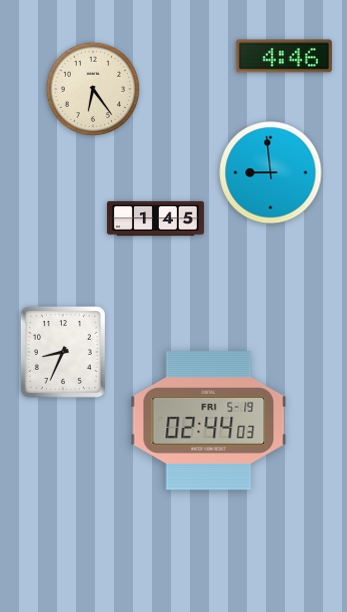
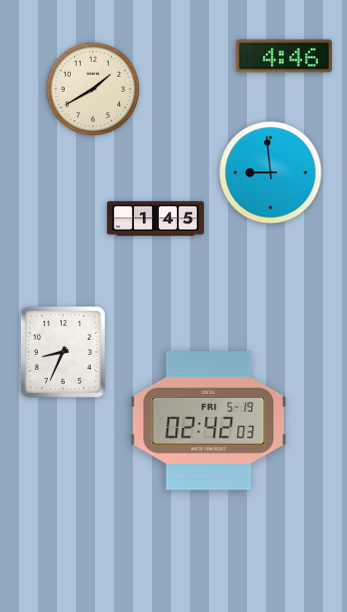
clock at (93, 89): 6:24 -> 1:40
clock at (209, 421): 02:44 -> 02:42
